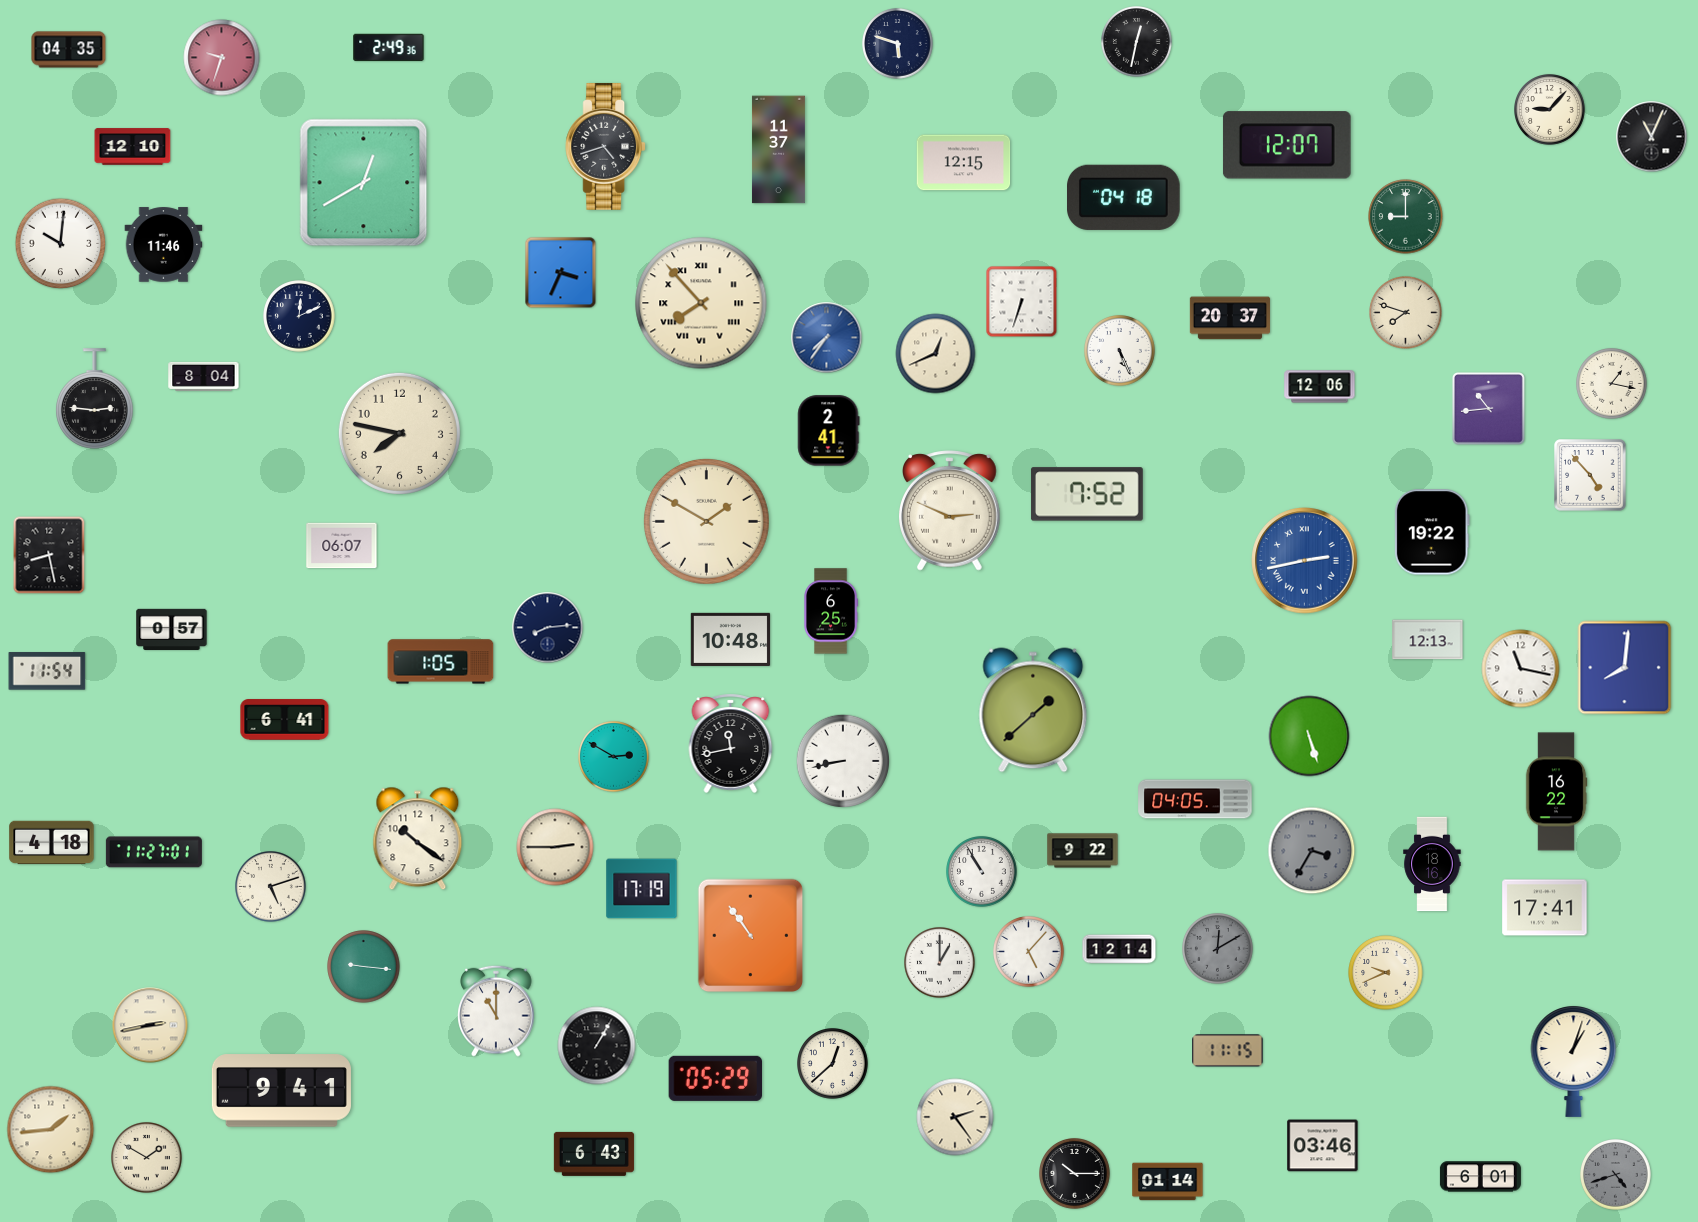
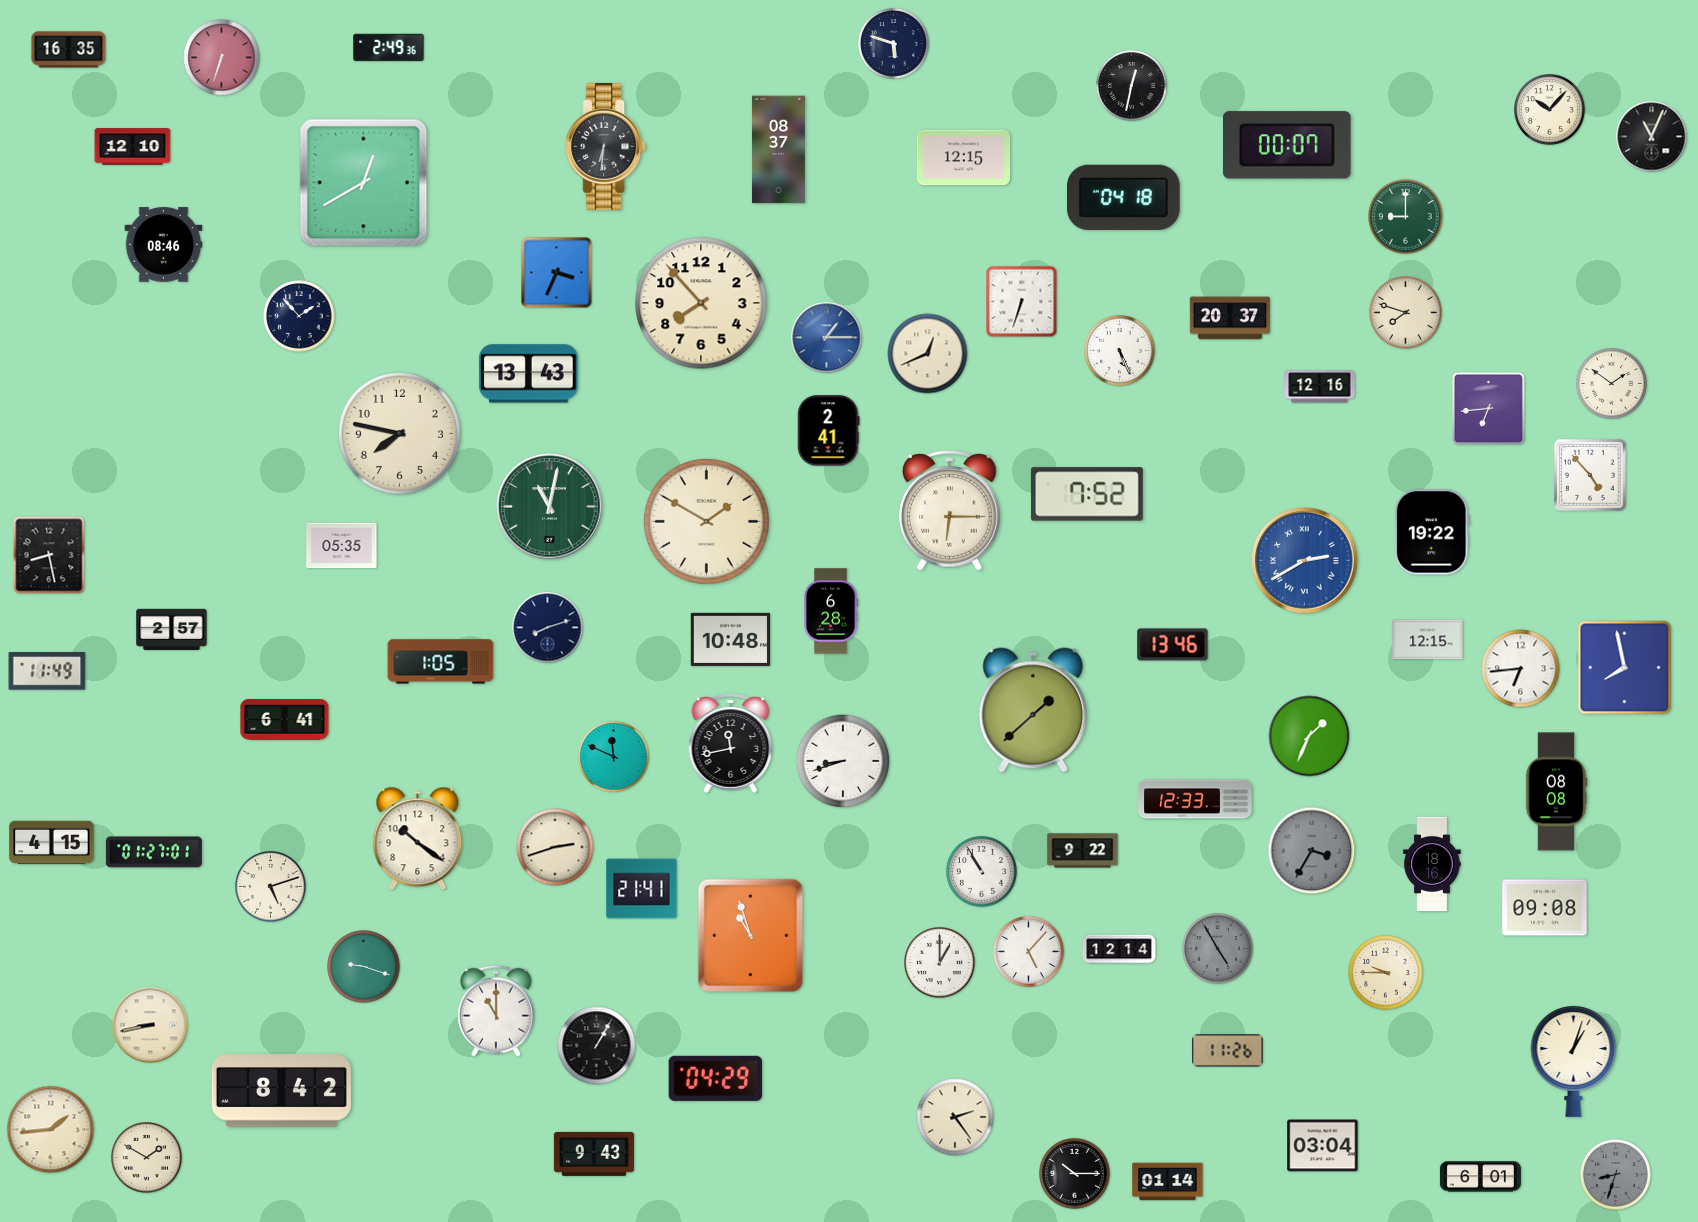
clock at (1137, 42) position: (1137, 42) -> (1132, 86)
clock at (898, 44) position: (898, 44) -> (894, 44)
clock at (69, 50): 04:35 -> 16:35
clock at (222, 58): 9:33 -> 6:33
clock at (1550, 110): 9:07 -> 10:07
clock at (1287, 145): 12:07 -> 00:07
clock at (606, 146): 4:42 -> 6:31
clock at (778, 150): 11:37 -> 08:37
clock at (964, 163) position: (964, 163) -> (964, 158)
clock at (61, 244): 10:01 -> none
clock at (164, 245): 11:46 -> 08:46
clock at (561, 273) position: (561, 273) -> (557, 273)
clock at (701, 303) numerals: Roman -> Arabic
clock at (299, 316): 12:11 -> 1:53
clock at (827, 338): 7:36 -> 1:15
clock at (936, 354) position: (936, 354) -> (928, 354)
clock at (529, 374): none -> 13:43
clock at (204, 376): 8:04 -> none
clock at (1612, 384): 1:17 -> 1:51
clock at (1320, 387): 12:06 -> 12:16
clock at (95, 399): 2:46 -> none
clock at (1488, 408): 10:44 -> 6:44
clock at (550, 507): none -> 11:02
clock at (950, 511): 2:49 -> 6:15
clock at (342, 546): 06:07 -> 05:35
clock at (1305, 561): 2:43 -> 2:40
clock at (832, 611): 6:25 -> 6:28
clock at (548, 628): 8:14 -> 8:12
clock at (172, 629): 0:57 -> 2:57
clock at (1428, 640): 12:13 -> 12:15
clock at (1173, 645): none -> 13:46
clock at (1625, 668): 8:01 -> 7:58
clock at (1521, 669): 11:17 -> 6:44
clock at (47, 671): 11:54 -> 11:49
clock at (1309, 736): 5:27 -> 1:34
clock at (614, 757): 2:50 -> 11:49
clock at (842, 760): 8:43 -> 8:42
clock at (1556, 792): 16:22 -> 08:08
clock at (1195, 799): 04:05 -> 12:33
clock at (52, 843): 4:18 -> 4:15
clock at (555, 847): 2:45 -> 2:42
clock at (154, 852): 11:27 -> 01:27
clock at (642, 889): 17:19 -> 21:41
clock at (1545, 908): 17:41 -> 09:08
clock at (751, 936): 10:54 -> 10:57
clock at (1218, 949): 12:10 -> 4:55
clock at (364, 967): 9:16 -> 9:18
clock at (1386, 973): 9:41 -> 9:45
clock at (150, 1025): 2:43 -> 8:43
clock at (1228, 1051): 11:15 -> 11:26
clock at (833, 1064): 12:38 -> none
clock at (715, 1078): 05:29 -> 04:29
clock at (281, 1091): 9:41 -> 8:42
clock at (1323, 1146): 03:46 -> 03:04
clock at (594, 1154): 6:43 -> 9:43
clock at (1616, 1175): 4:42 -> 8:33
